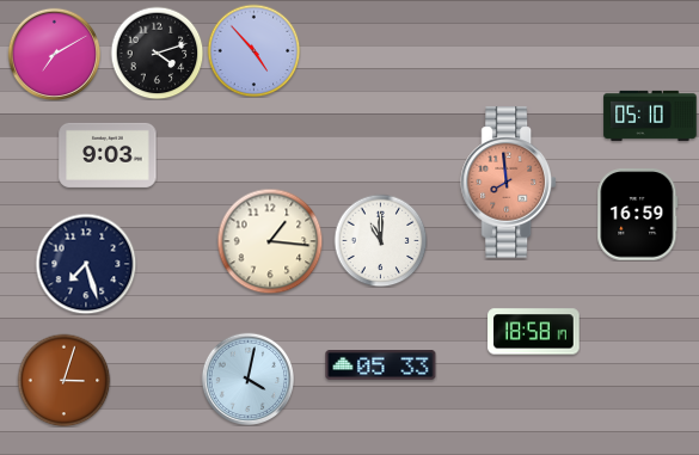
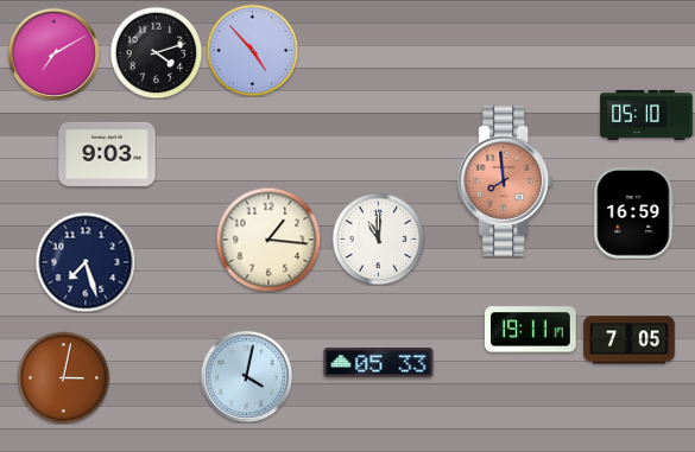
clock at (534, 332): 18:58 -> 19:11
clock at (630, 340): none -> 7:05
clock at (63, 380): 3:03 -> 3:02
